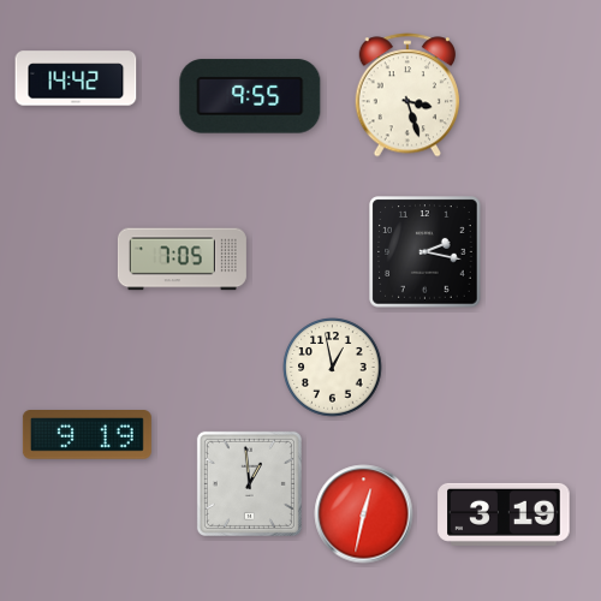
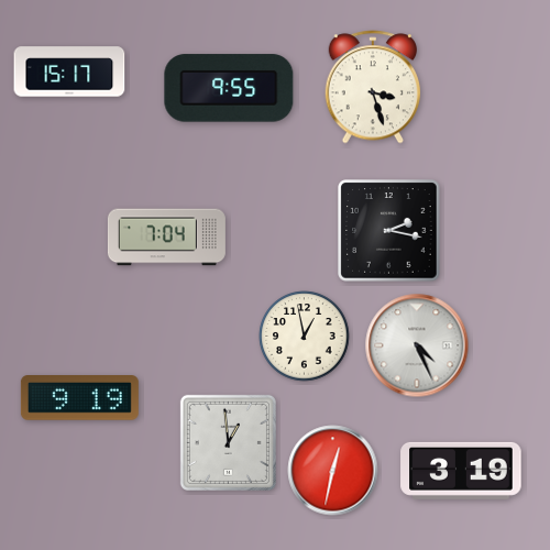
clock at (76, 78): 14:42 -> 15:17
clock at (182, 260): 7:05 -> 7:04
clock at (417, 345): none -> 4:26
